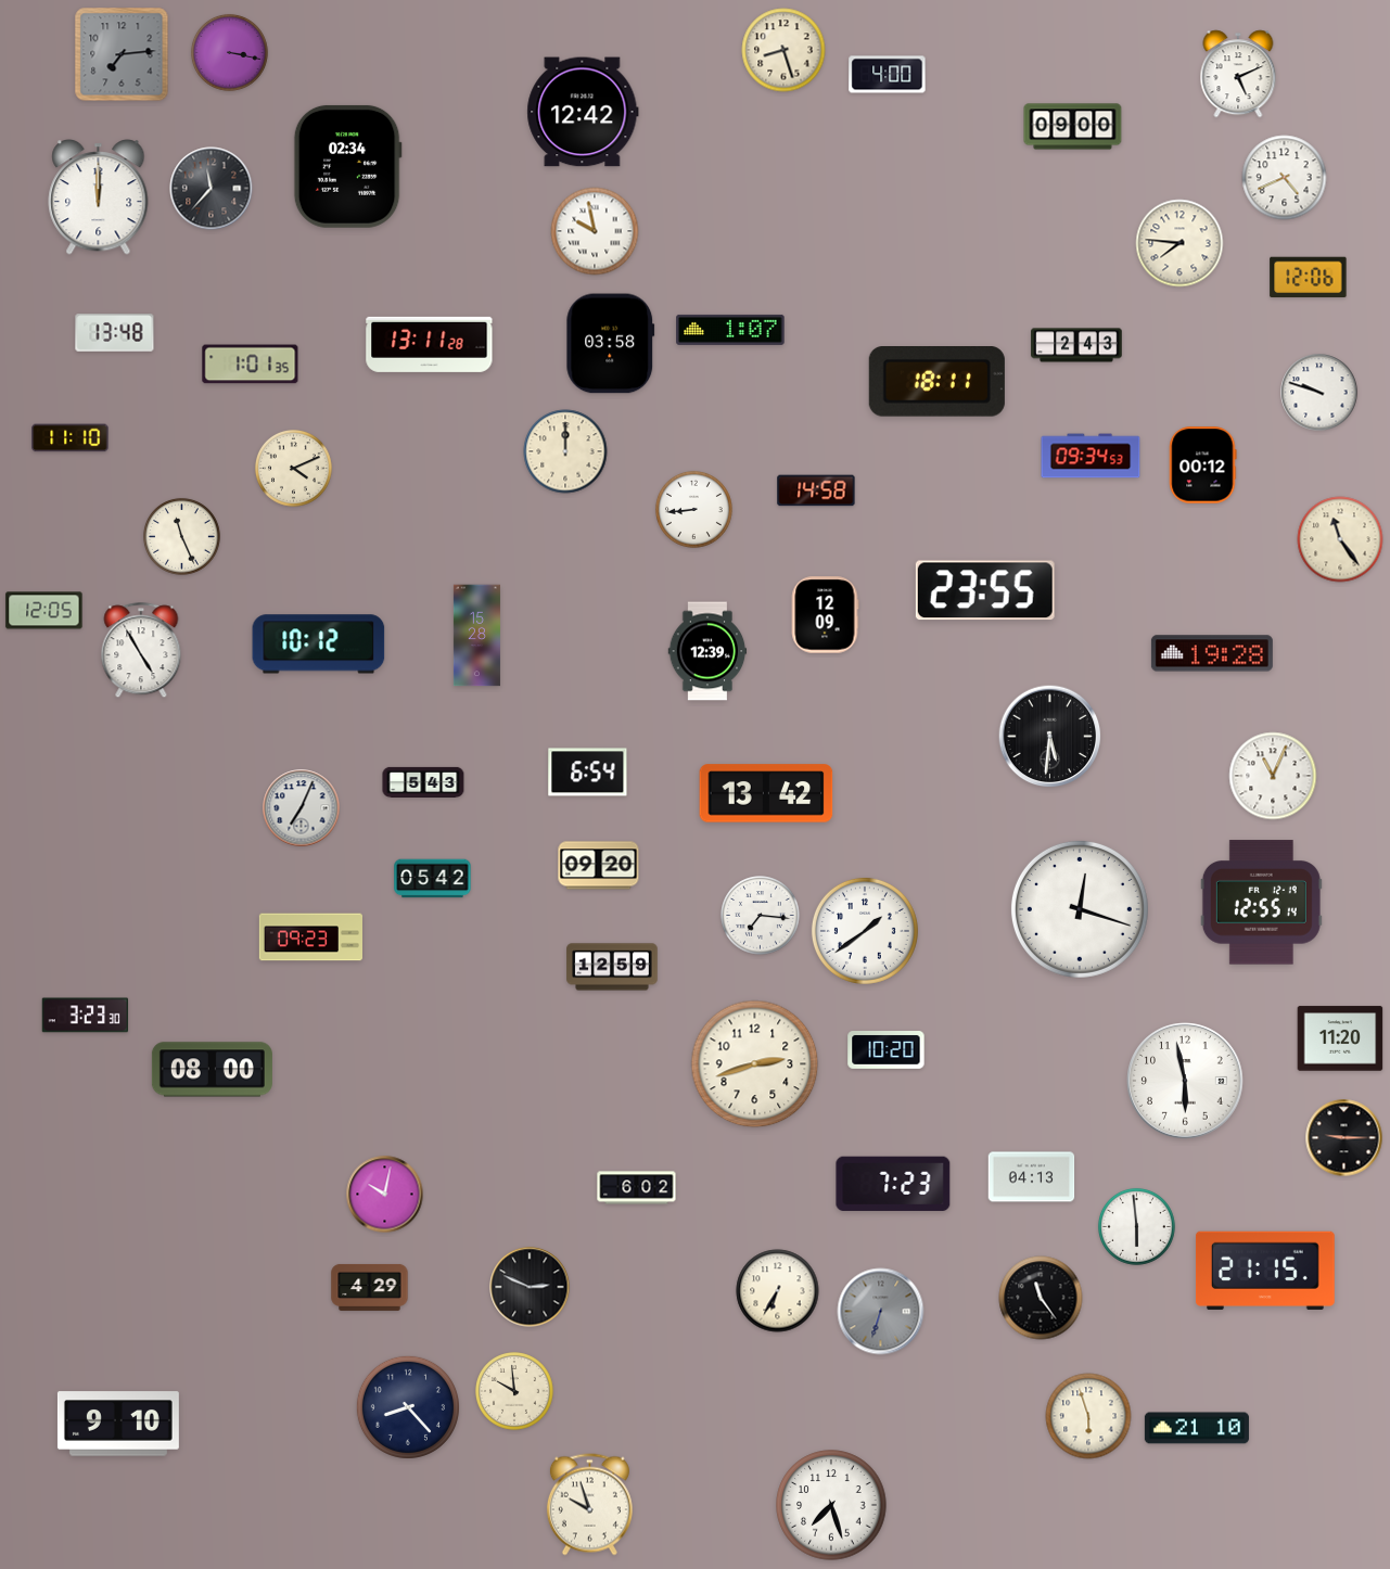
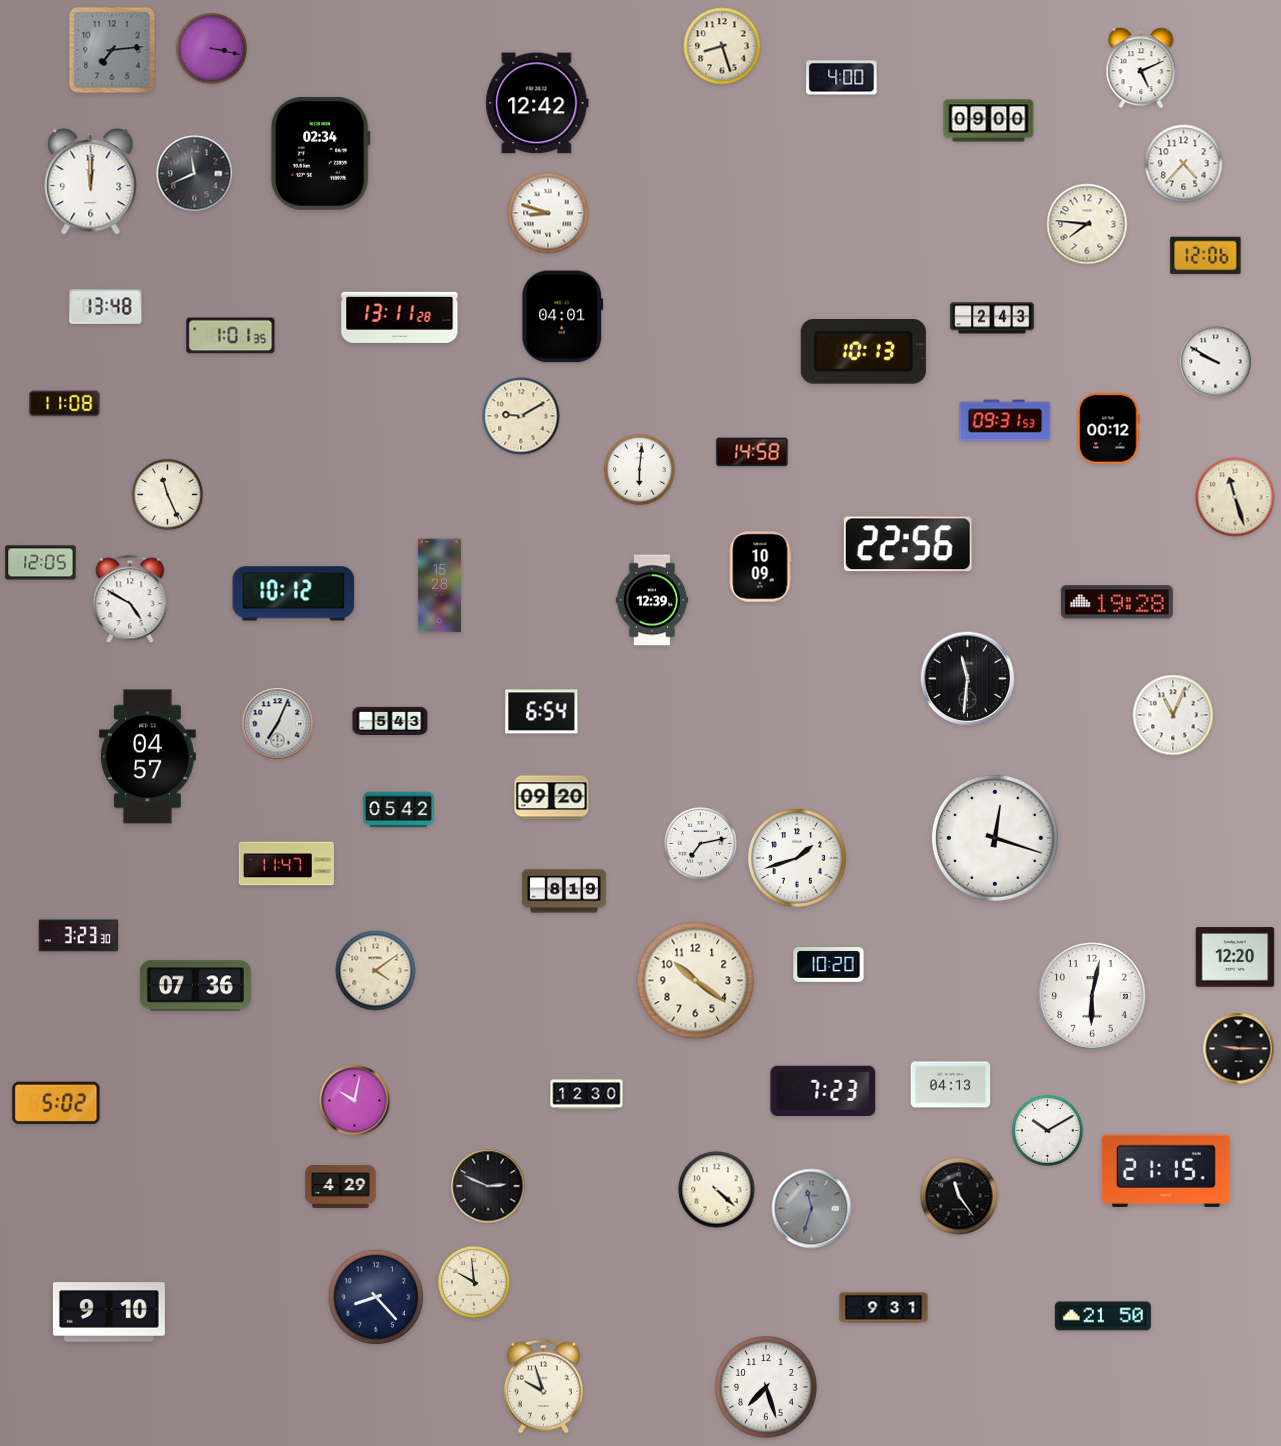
clock at (888, 75) position: (888, 75) -> (842, 78)
clock at (1073, 127) position: (1073, 127) -> (989, 121)
clock at (1285, 178): 4:41 -> 4:37
clock at (212, 189): 11:37 -> 11:41
clock at (595, 231): 9:58 -> 8:48
clock at (730, 330): 1:07 -> none
clock at (430, 344) position: (430, 344) -> (400, 317)
clock at (611, 344): 03:58 -> 04:01
clock at (936, 382): 18:11 -> 10:13
clock at (1319, 393): 9:48 -> 9:50
clock at (71, 438): 11:10 -> 11:08
clock at (565, 451): 12:00 -> 9:10
clock at (1091, 456): 09:34 -> 09:31
clock at (294, 469): 4:11 -> none
clock at (694, 510): 8:44 -> 6:01
clock at (1340, 539): 11:24 -> 11:27
clock at (985, 590): 23:55 -> 22:56
clock at (825, 615): 12:09 -> 10:09
clock at (141, 651): 4:55 -> 4:50
clock at (1050, 737): 5:31 -> 11:31
clock at (766, 793): 13:42 -> none
clock at (302, 808) position: (302, 808) -> (278, 724)
clock at (147, 757): none -> 04:57
clock at (1261, 903): 12:55 -> none
clock at (761, 916): 7:16 -> 7:13
clock at (865, 931): 1:39 -> 1:42
clock at (310, 937): 09:23 -> 11:47
clock at (612, 967): 12:59 -> 8:19
clock at (1340, 1038): 11:20 -> 12:20
clock at (887, 1050) position: (887, 1050) -> (829, 965)
clock at (376, 971): none -> 4:09
clock at (755, 1064): 2:42 -> 10:21
clock at (212, 1070): 08:00 -> 07:36
clock at (1185, 1081): 5:58 -> 6:02
clock at (637, 1188): 6:02 -> 12:30
clock at (56, 1103): none -> 5:02
clock at (1137, 1227): 5:59 -> 10:10
clock at (778, 1291): 6:35 -> 4:22
clock at (881, 1312): 6:33 -> 11:33
clock at (1088, 1416): 5:57 -> none
clock at (884, 1308): none -> 9:31
clock at (1197, 1428): 21:10 -> 21:50
